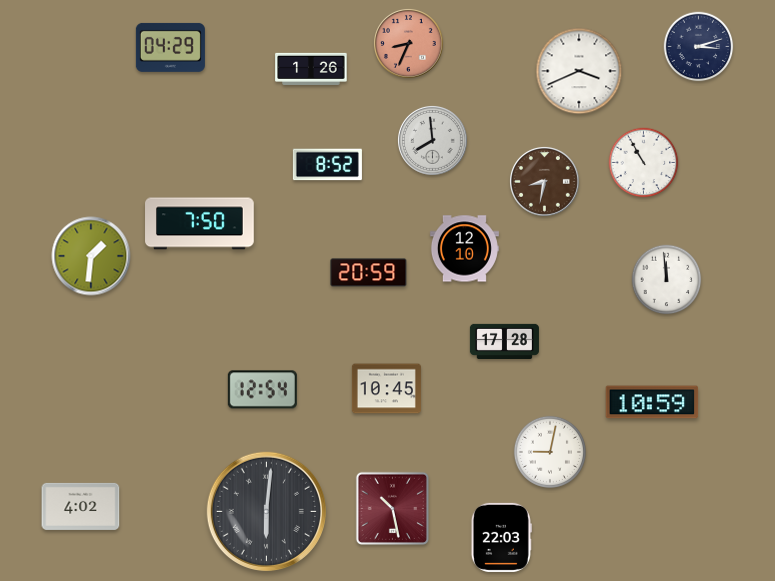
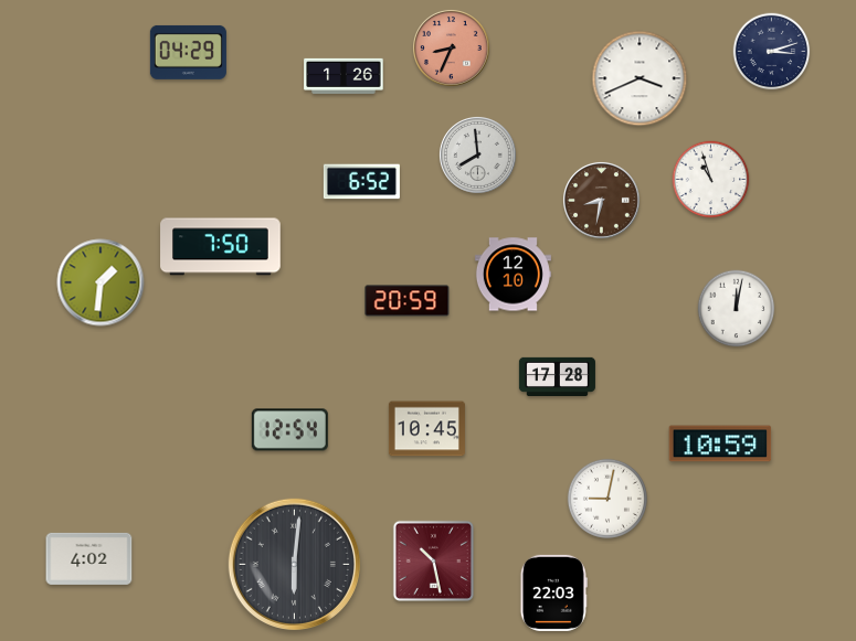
clock at (644, 163): 10:55 -> 10:57
clock at (327, 165): 8:52 -> 6:52
clock at (667, 280): 11:59 -> 12:02
